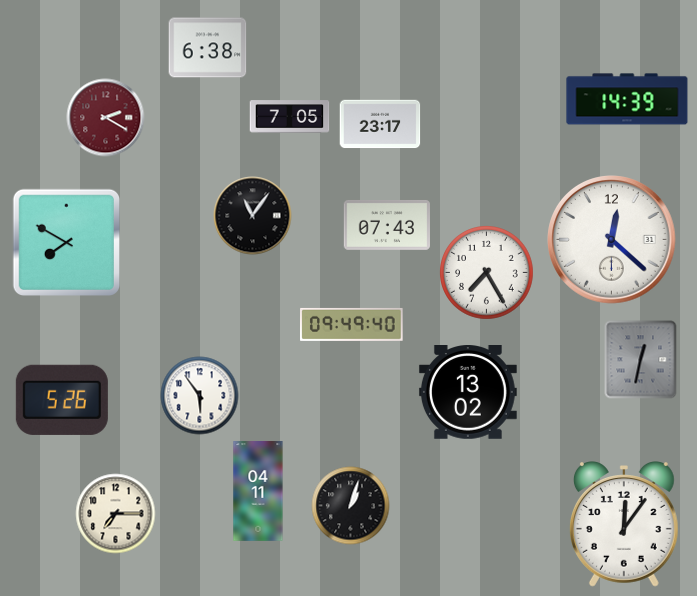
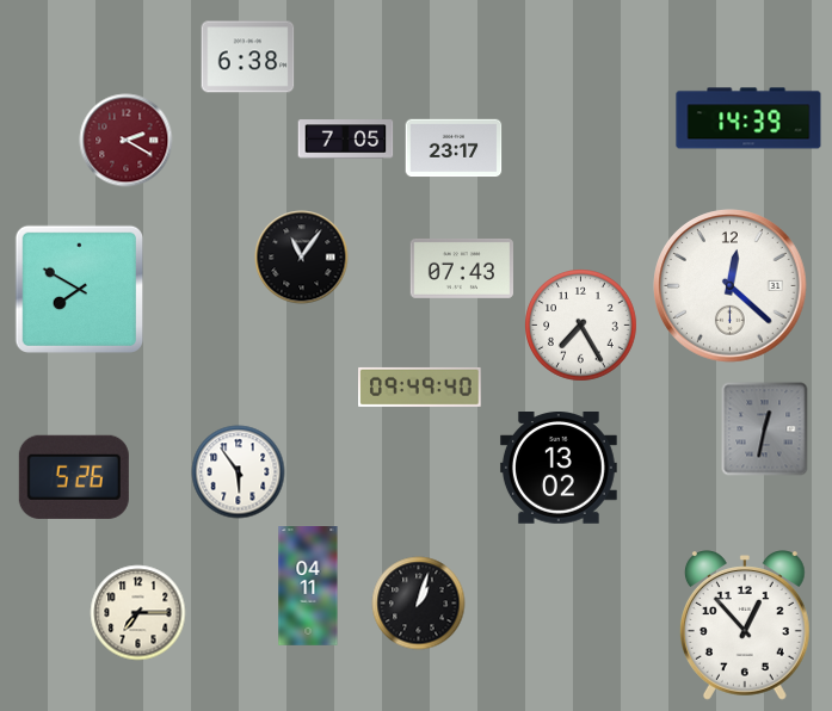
clock at (624, 524): 12:06 -> 12:53
